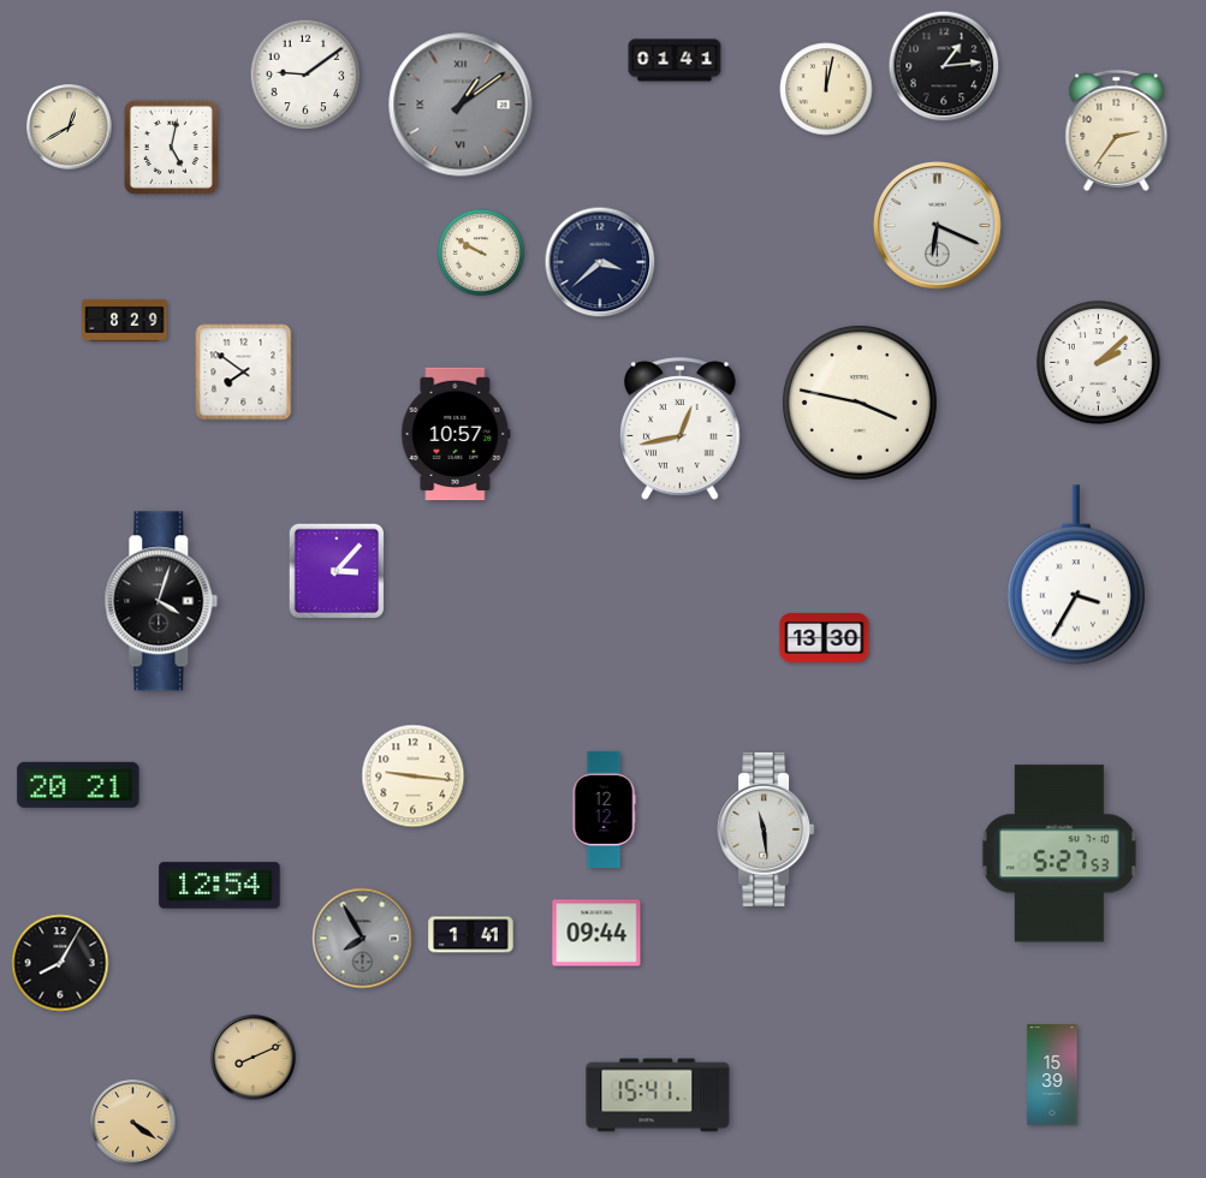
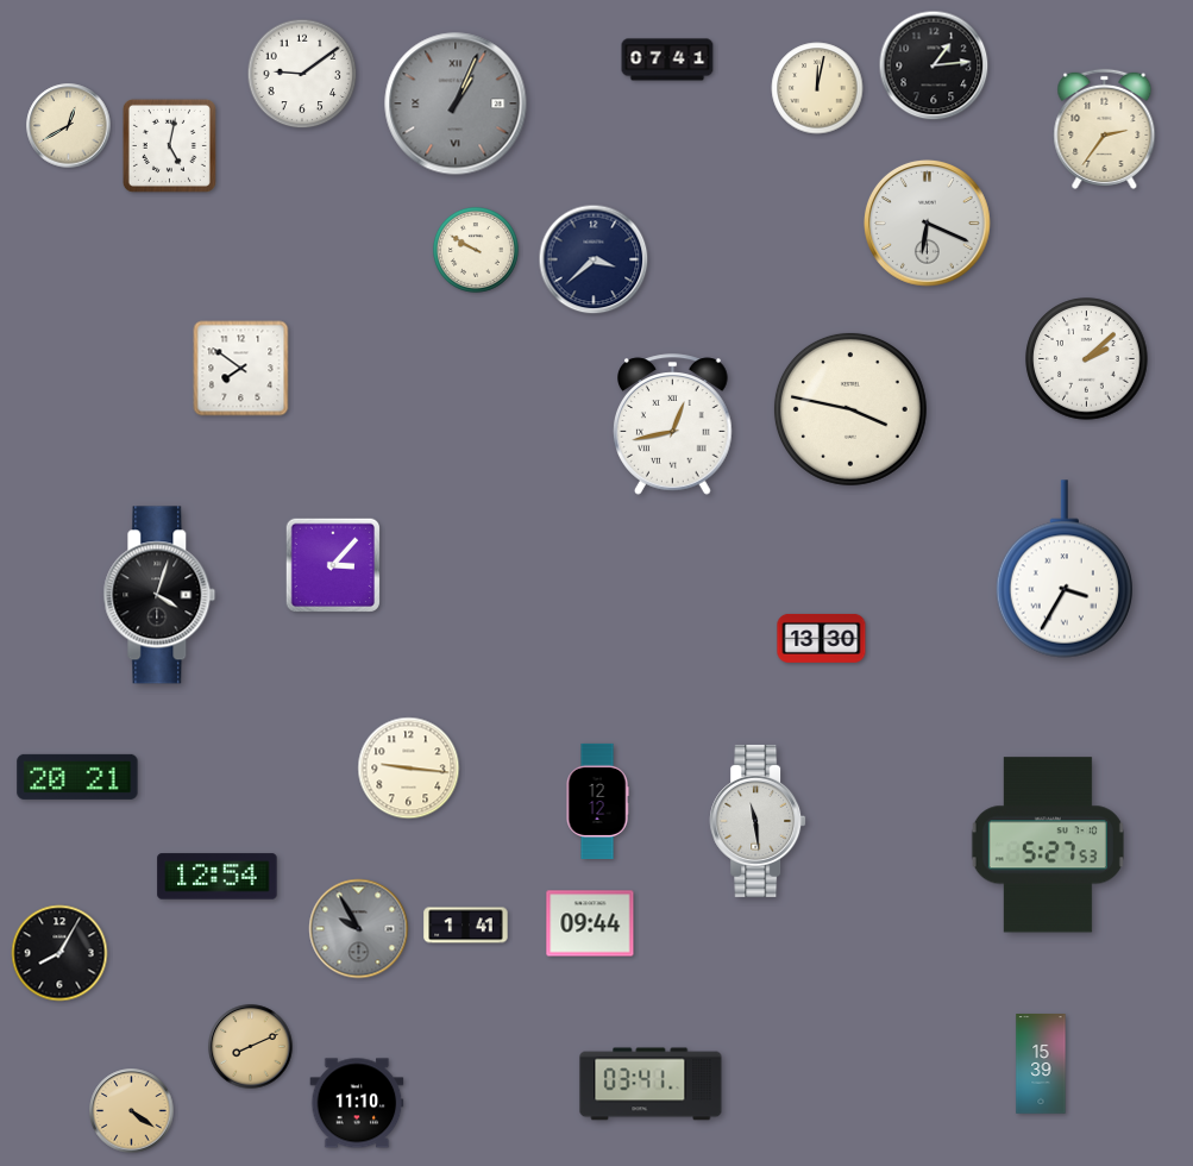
clock at (675, 60): 01:41 -> 07:41
clock at (461, 105): 1:09 -> 1:04
clock at (125, 320): 8:29 -> none
clock at (860, 403) position: (860, 403) -> (850, 409)
clock at (456, 434): 10:57 -> none
clock at (825, 637) position: (825, 637) -> (822, 638)
clock at (363, 939): 7:55 -> 9:55
clock at (658, 1095): 15:41 -> 03:41
clock at (357, 1103): none -> 11:10
